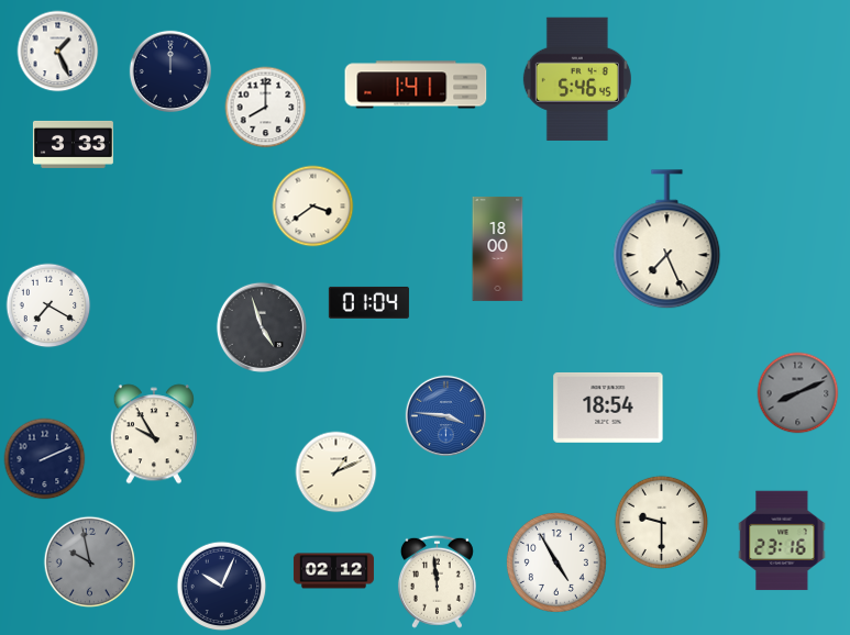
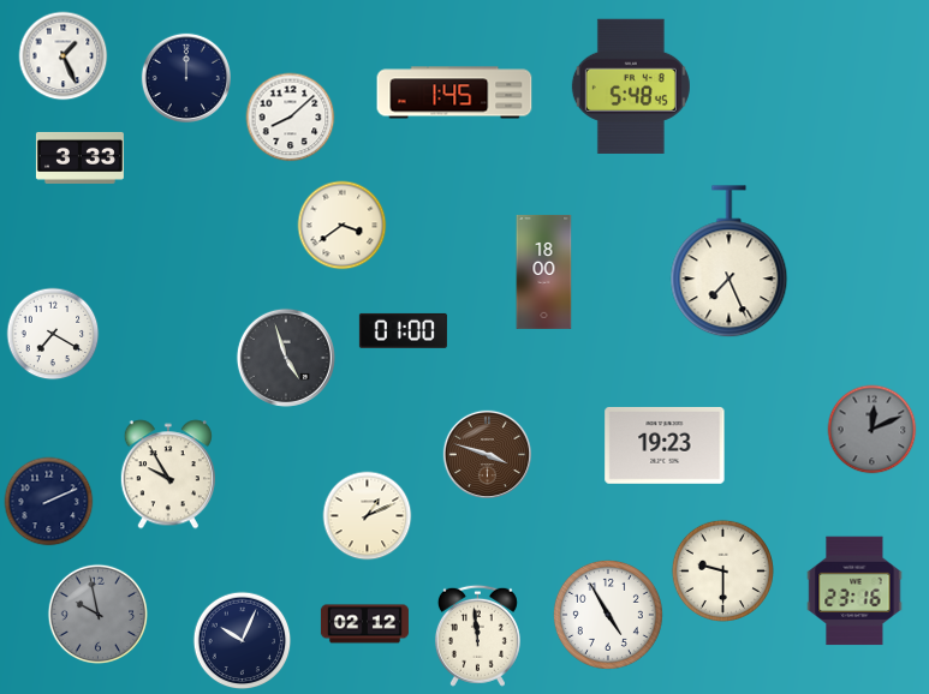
clock at (577, 79): 5:46 -> 5:48
clock at (416, 85): 1:41 -> 1:45
clock at (266, 108): 8:00 -> 8:08
clock at (368, 302): 01:04 -> 01:00
clock at (798, 393): 8:11 -> 12:11
clock at (608, 408): 18:54 -> 19:23
clock at (445, 415): 3:46 -> 3:48
clock at (445, 415) dial: blue -> brown
